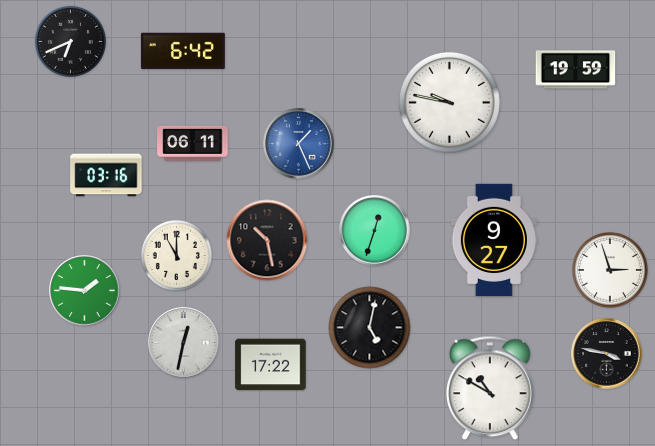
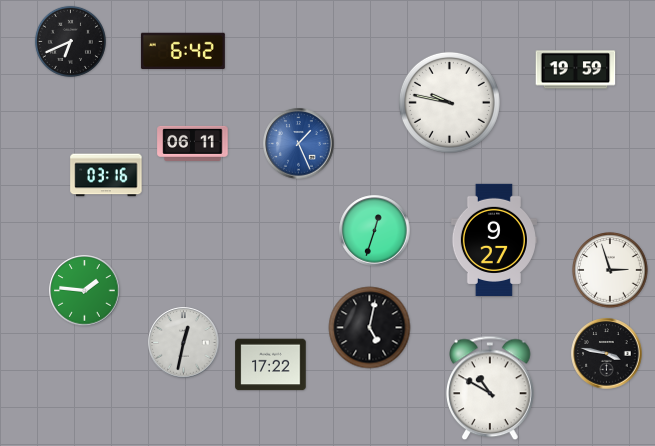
clock at (267, 240): 10:28 -> none
clock at (176, 255): 11:00 -> none
